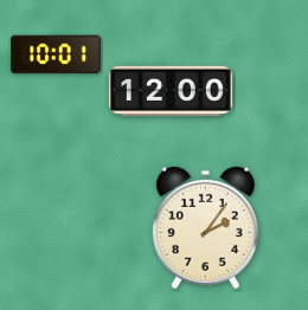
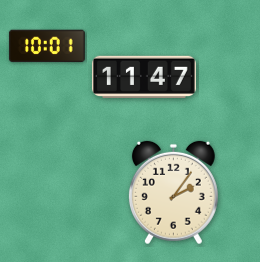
clock at (171, 90): 12:00 -> 11:47
